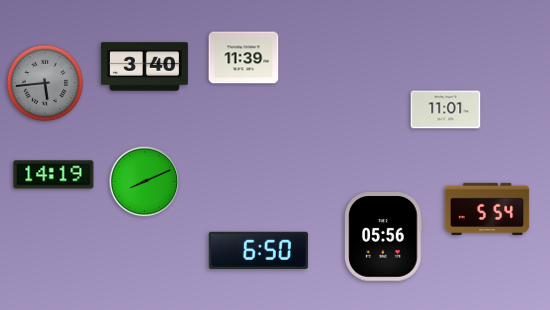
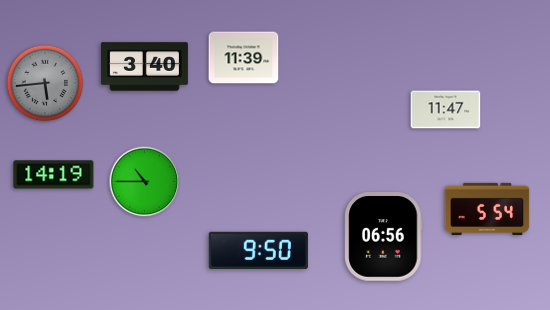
clock at (446, 110): 11:01 -> 11:47
clock at (145, 182): 8:11 -> 10:45
clock at (384, 237): 05:56 -> 06:56
clock at (258, 250): 6:50 -> 9:50
